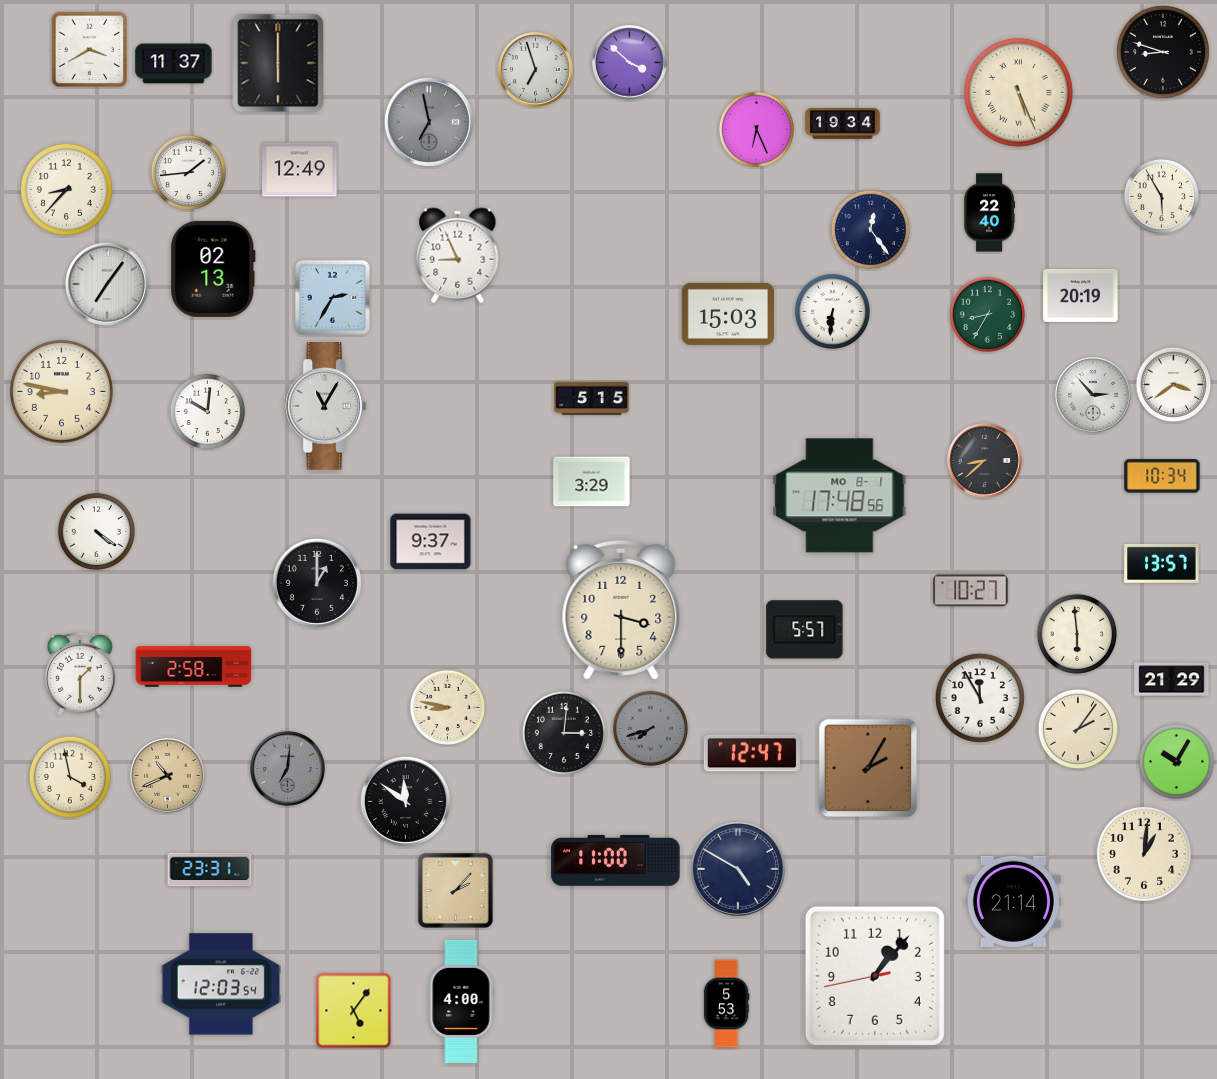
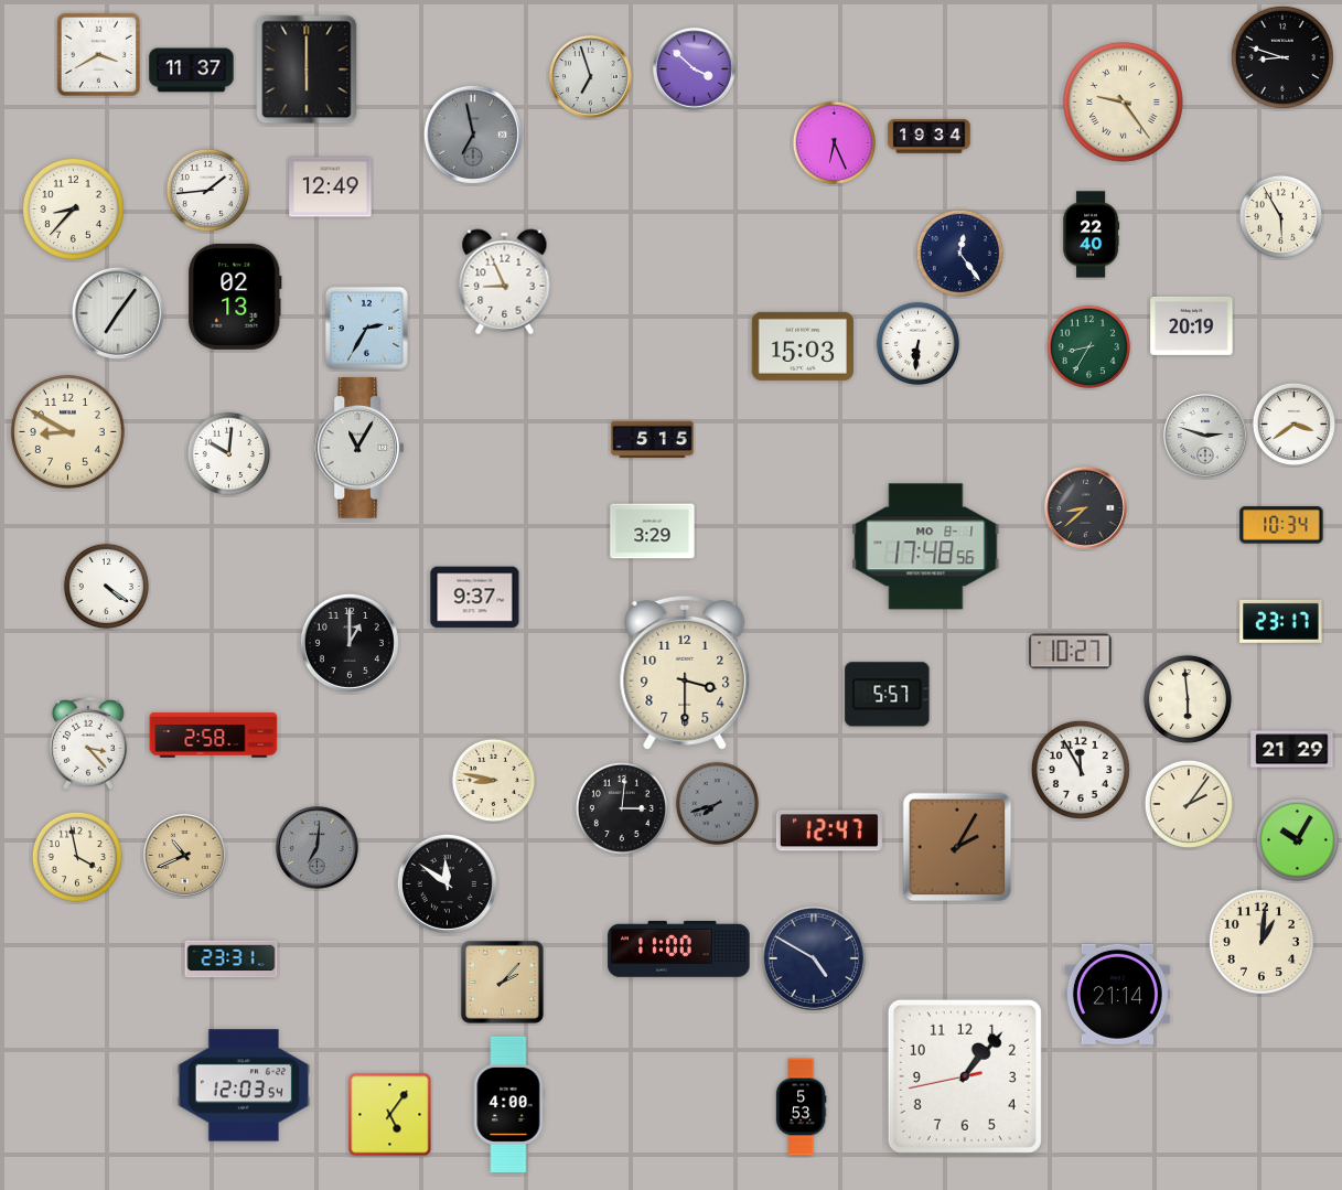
clock at (1019, 93): 5:26 -> 9:24
clock at (61, 391): 8:47 -> 8:50
clock at (1094, 396): 2:53 -> 2:48
clock at (1162, 563): 13:57 -> 23:17
clock at (80, 675): 1:30 -> 3:23
